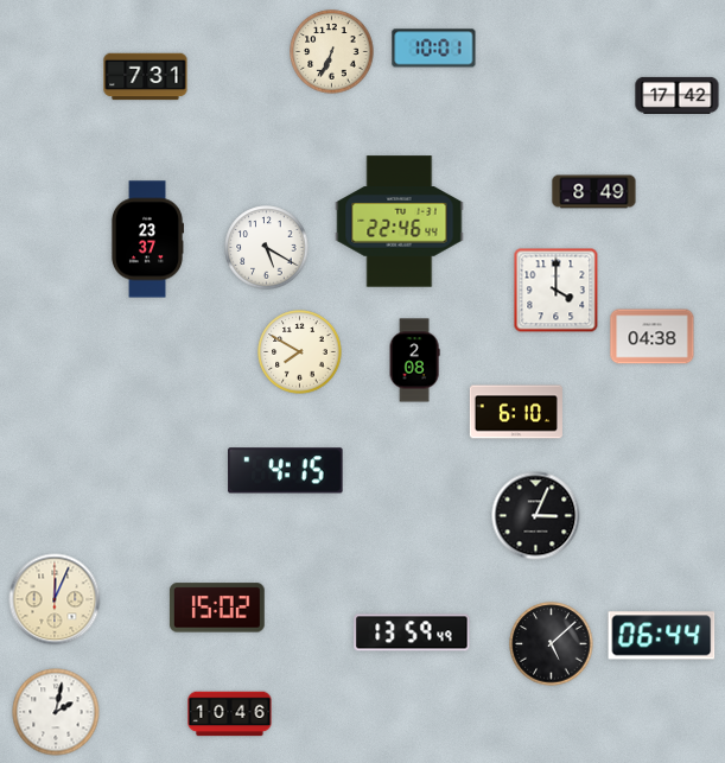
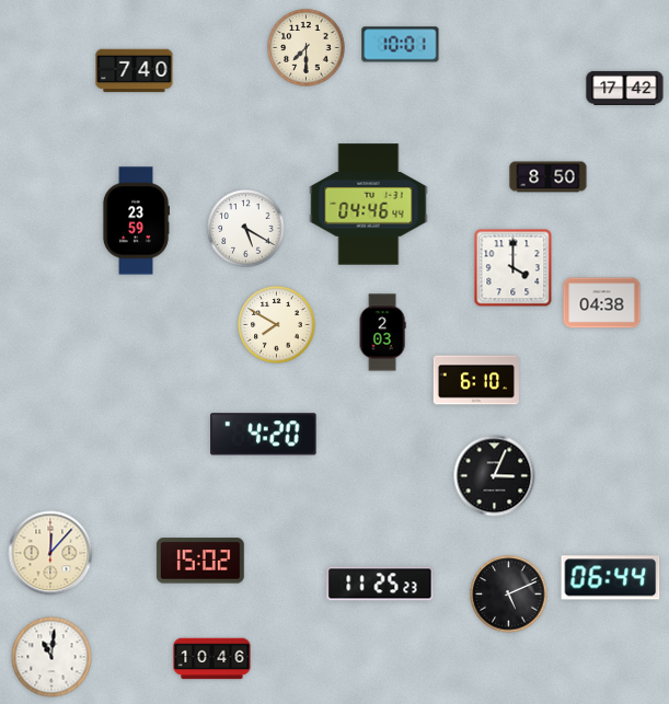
clock at (332, 52): 6:34 -> 7:30
clock at (146, 77): 7:31 -> 7:40
clock at (594, 192): 8:49 -> 8:50
clock at (400, 222): 22:46 -> 04:46
clock at (146, 240): 23:37 -> 23:59
clock at (653, 337) position: (653, 337) -> (602, 303)
clock at (414, 361): 2:08 -> 2:03
clock at (286, 471): 4:15 -> 4:20
clock at (55, 599): 12:04 -> 12:07
clock at (412, 632): 13:59 -> 11:25
clock at (662, 636) position: (662, 636) -> (611, 578)
clock at (552, 644): 5:08 -> 5:11
clock at (56, 712): 2:02 -> 11:01
